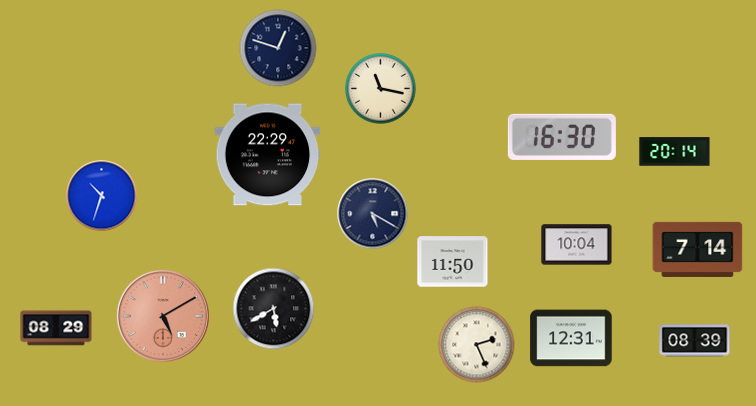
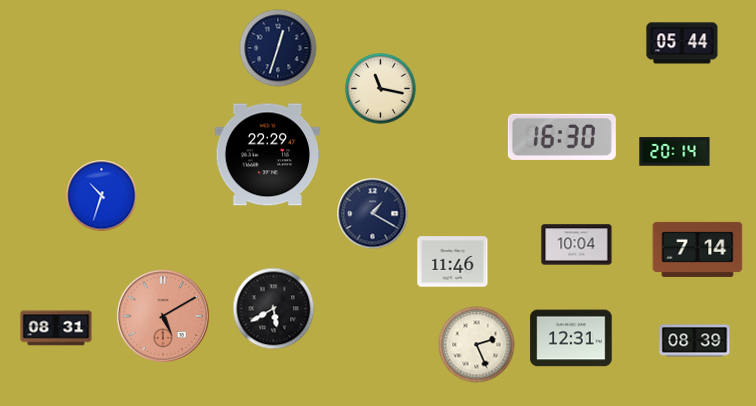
clock at (682, 43): none -> 05:44
clock at (278, 48): 12:48 -> 12:33
clock at (373, 214): 5:20 -> 1:20
clock at (453, 262): 11:50 -> 11:46
clock at (56, 328): 08:29 -> 08:31
